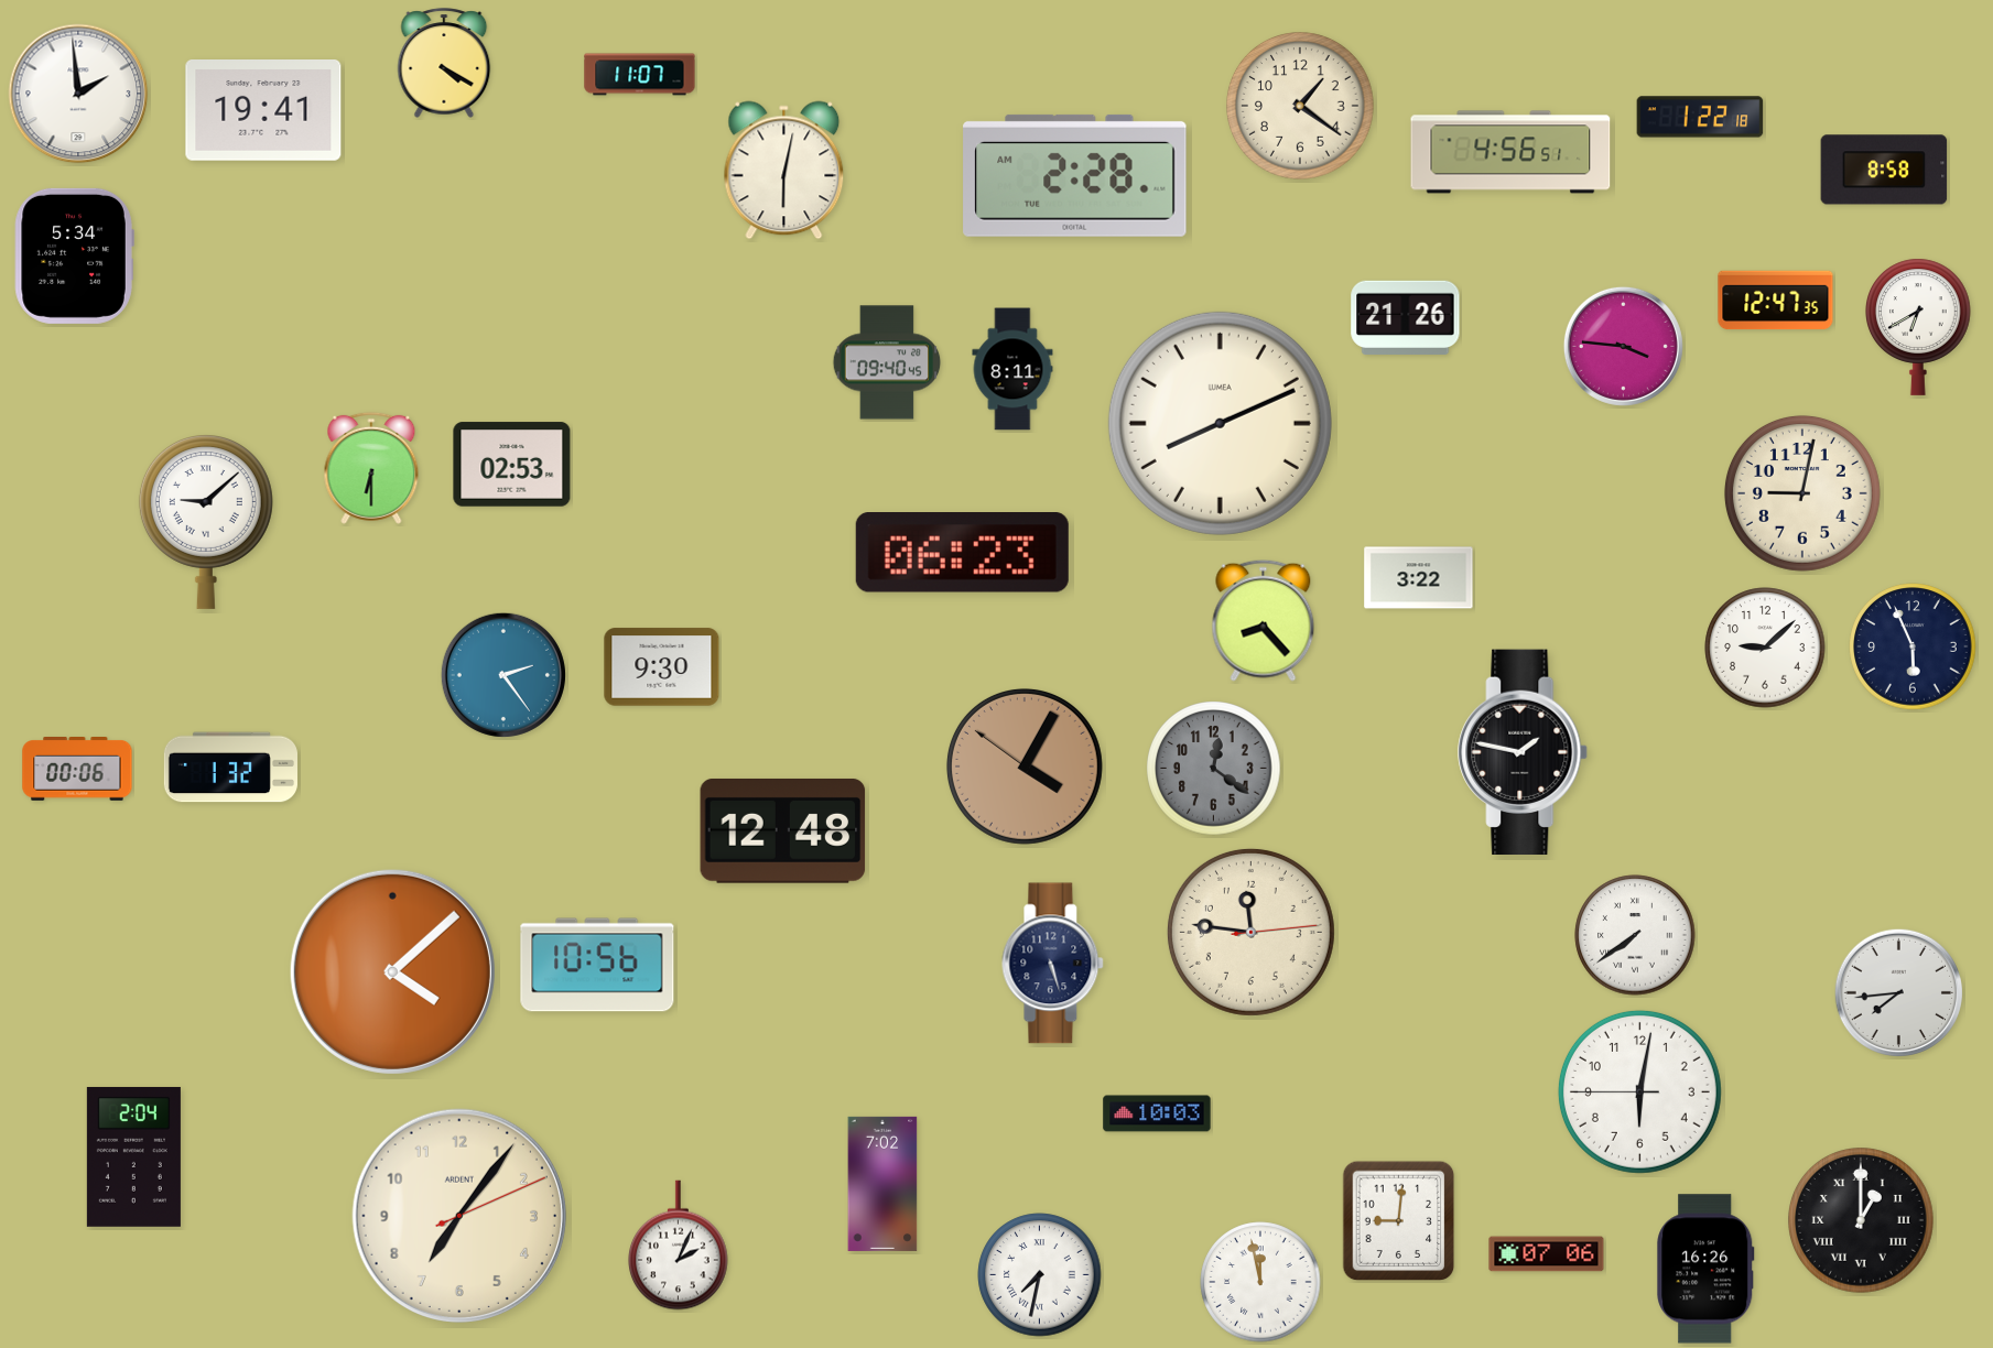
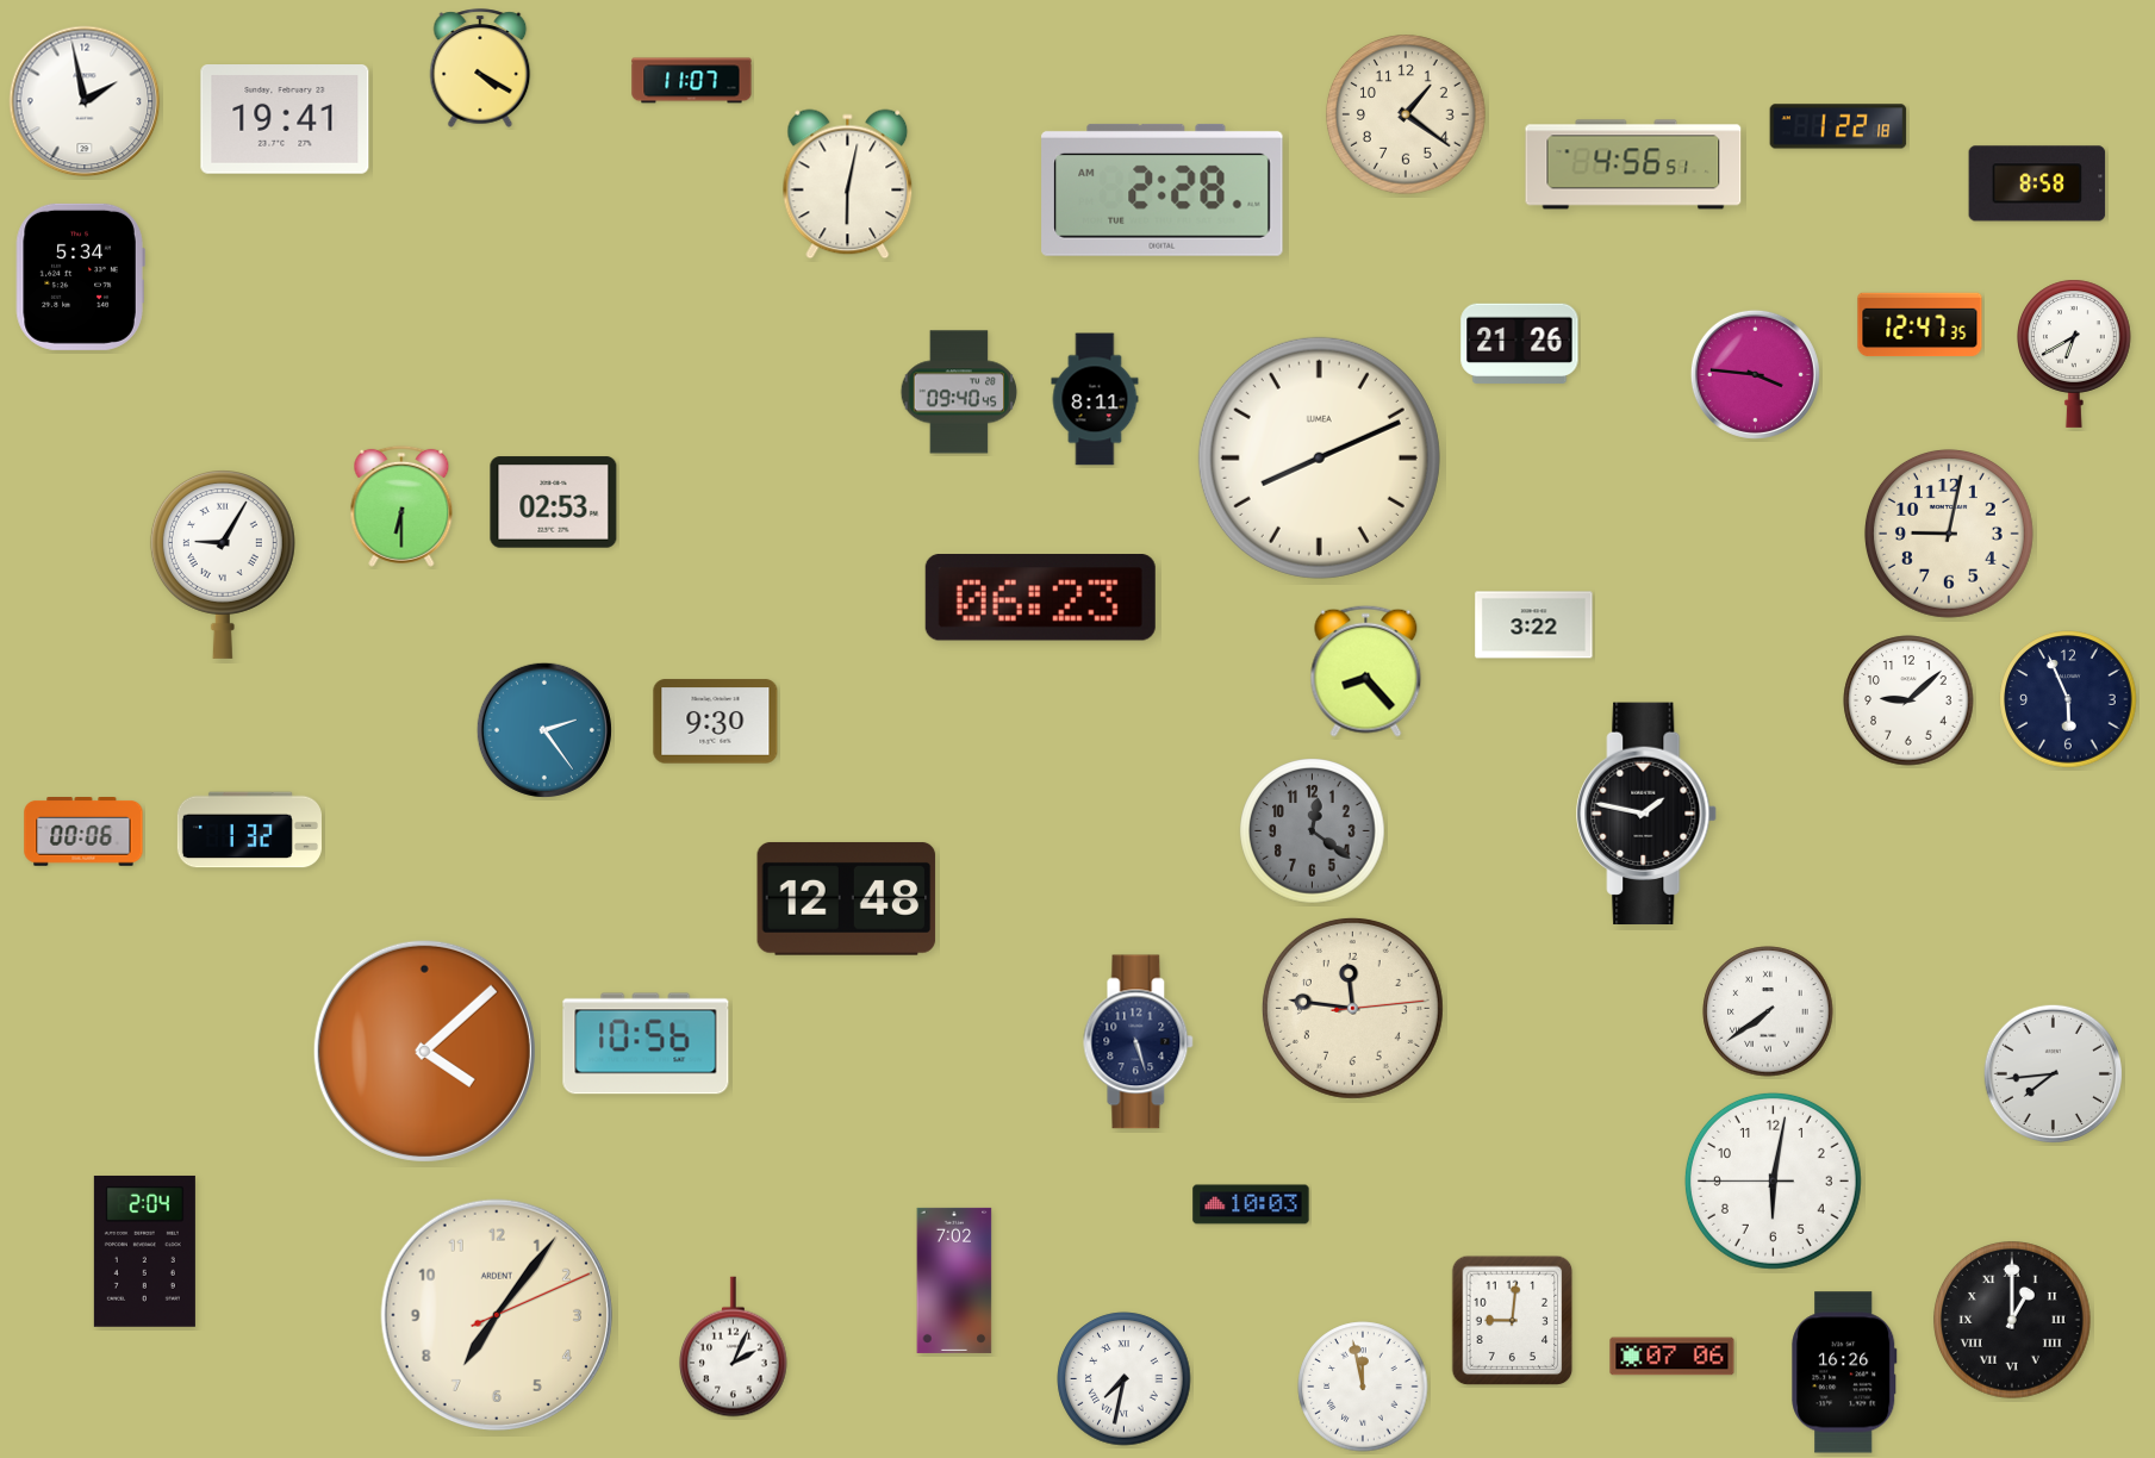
clock at (78, 94): 1:59 -> 1:58
clock at (206, 522): 9:08 -> 9:05
clock at (1025, 767): 4:04 -> none
